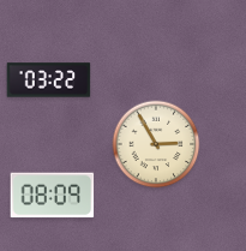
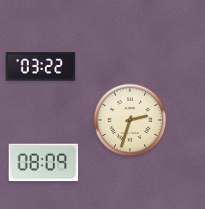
clock at (156, 144): 2:55 -> 2:33
